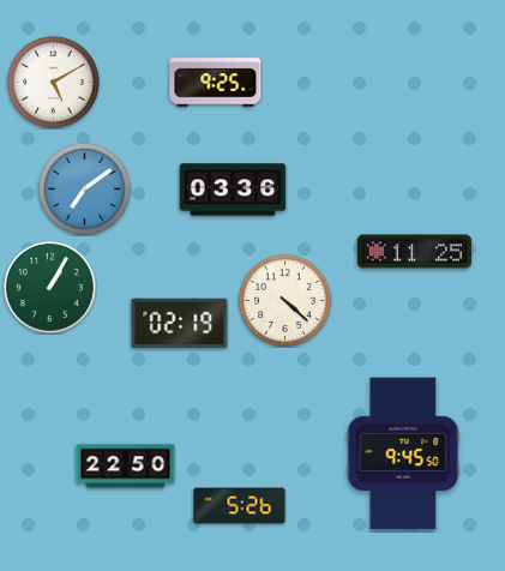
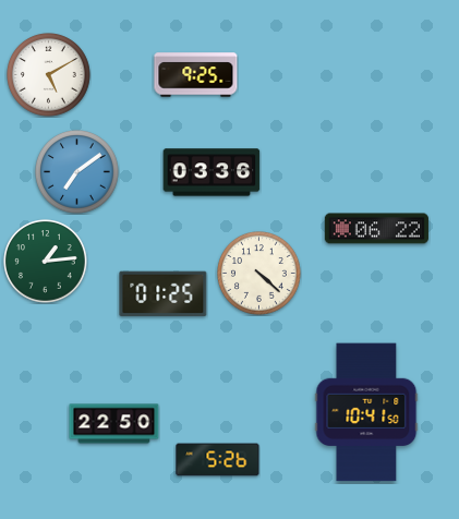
clock at (414, 252): 11:25 -> 06:22
clock at (50, 288): 1:05 -> 1:14
clock at (180, 324): 02:19 -> 01:25
clock at (403, 453): 9:45 -> 10:41
